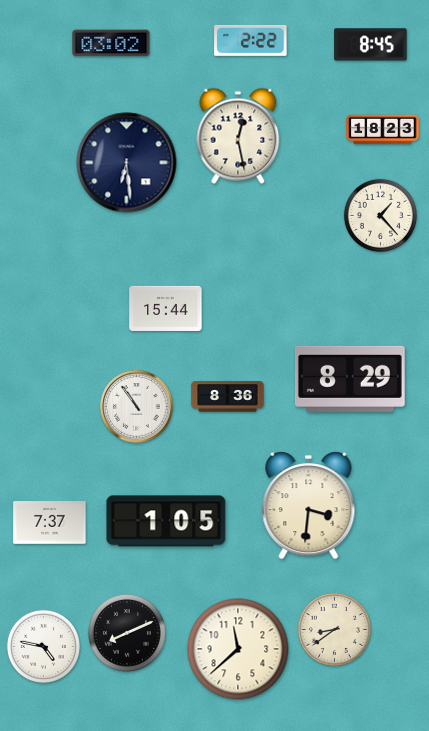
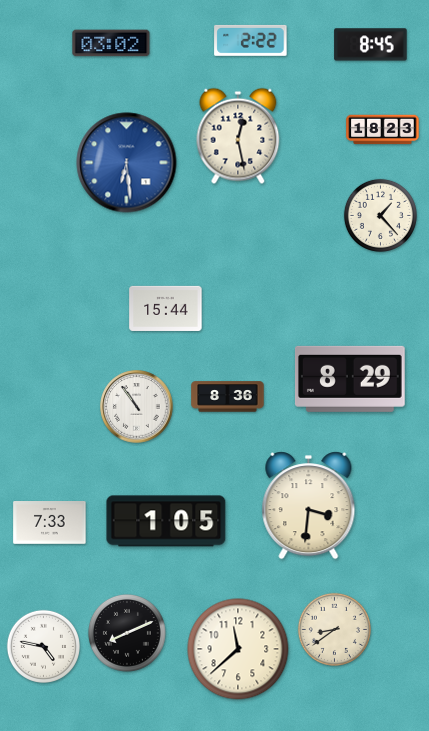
clock at (127, 163) dial: navy -> blue
clock at (50, 523): 7:37 -> 7:33
